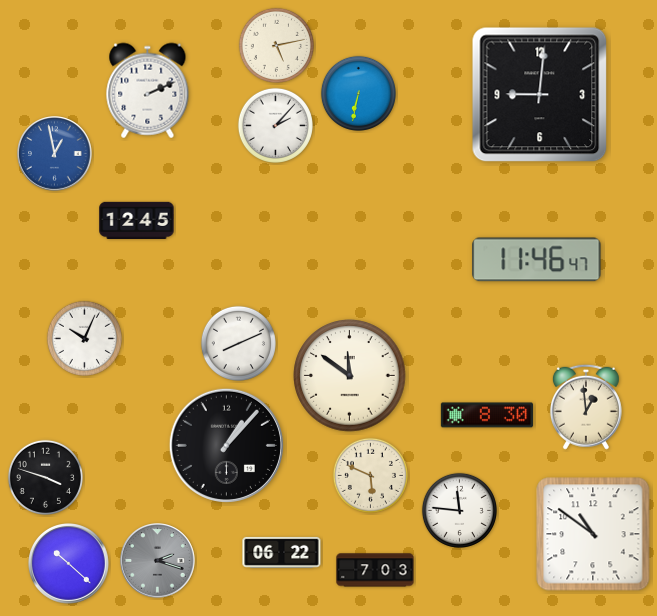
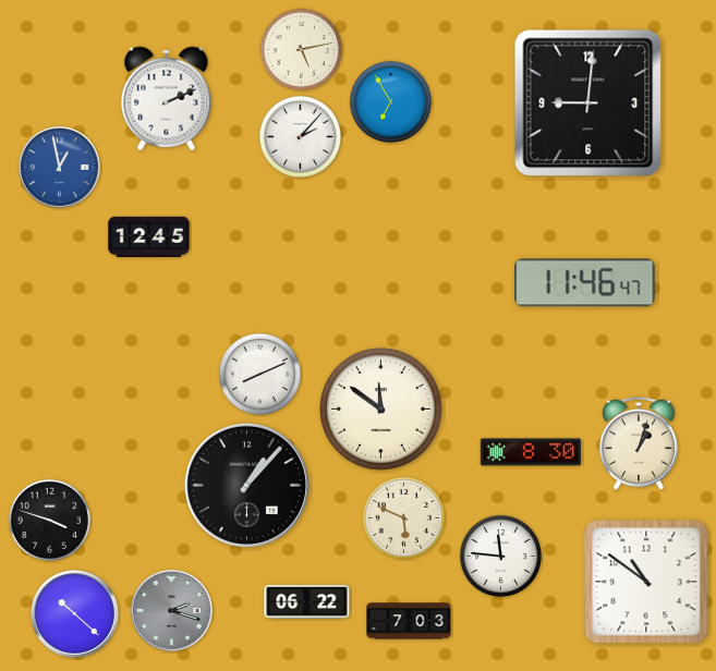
clock at (148, 91) position: (148, 91) -> (167, 99)
clock at (358, 93): 6:32 -> 6:55
clock at (137, 220) position: (137, 220) -> (149, 236)
clock at (84, 338): 10:04 -> none
clock at (586, 407): 12:59 -> 1:03
